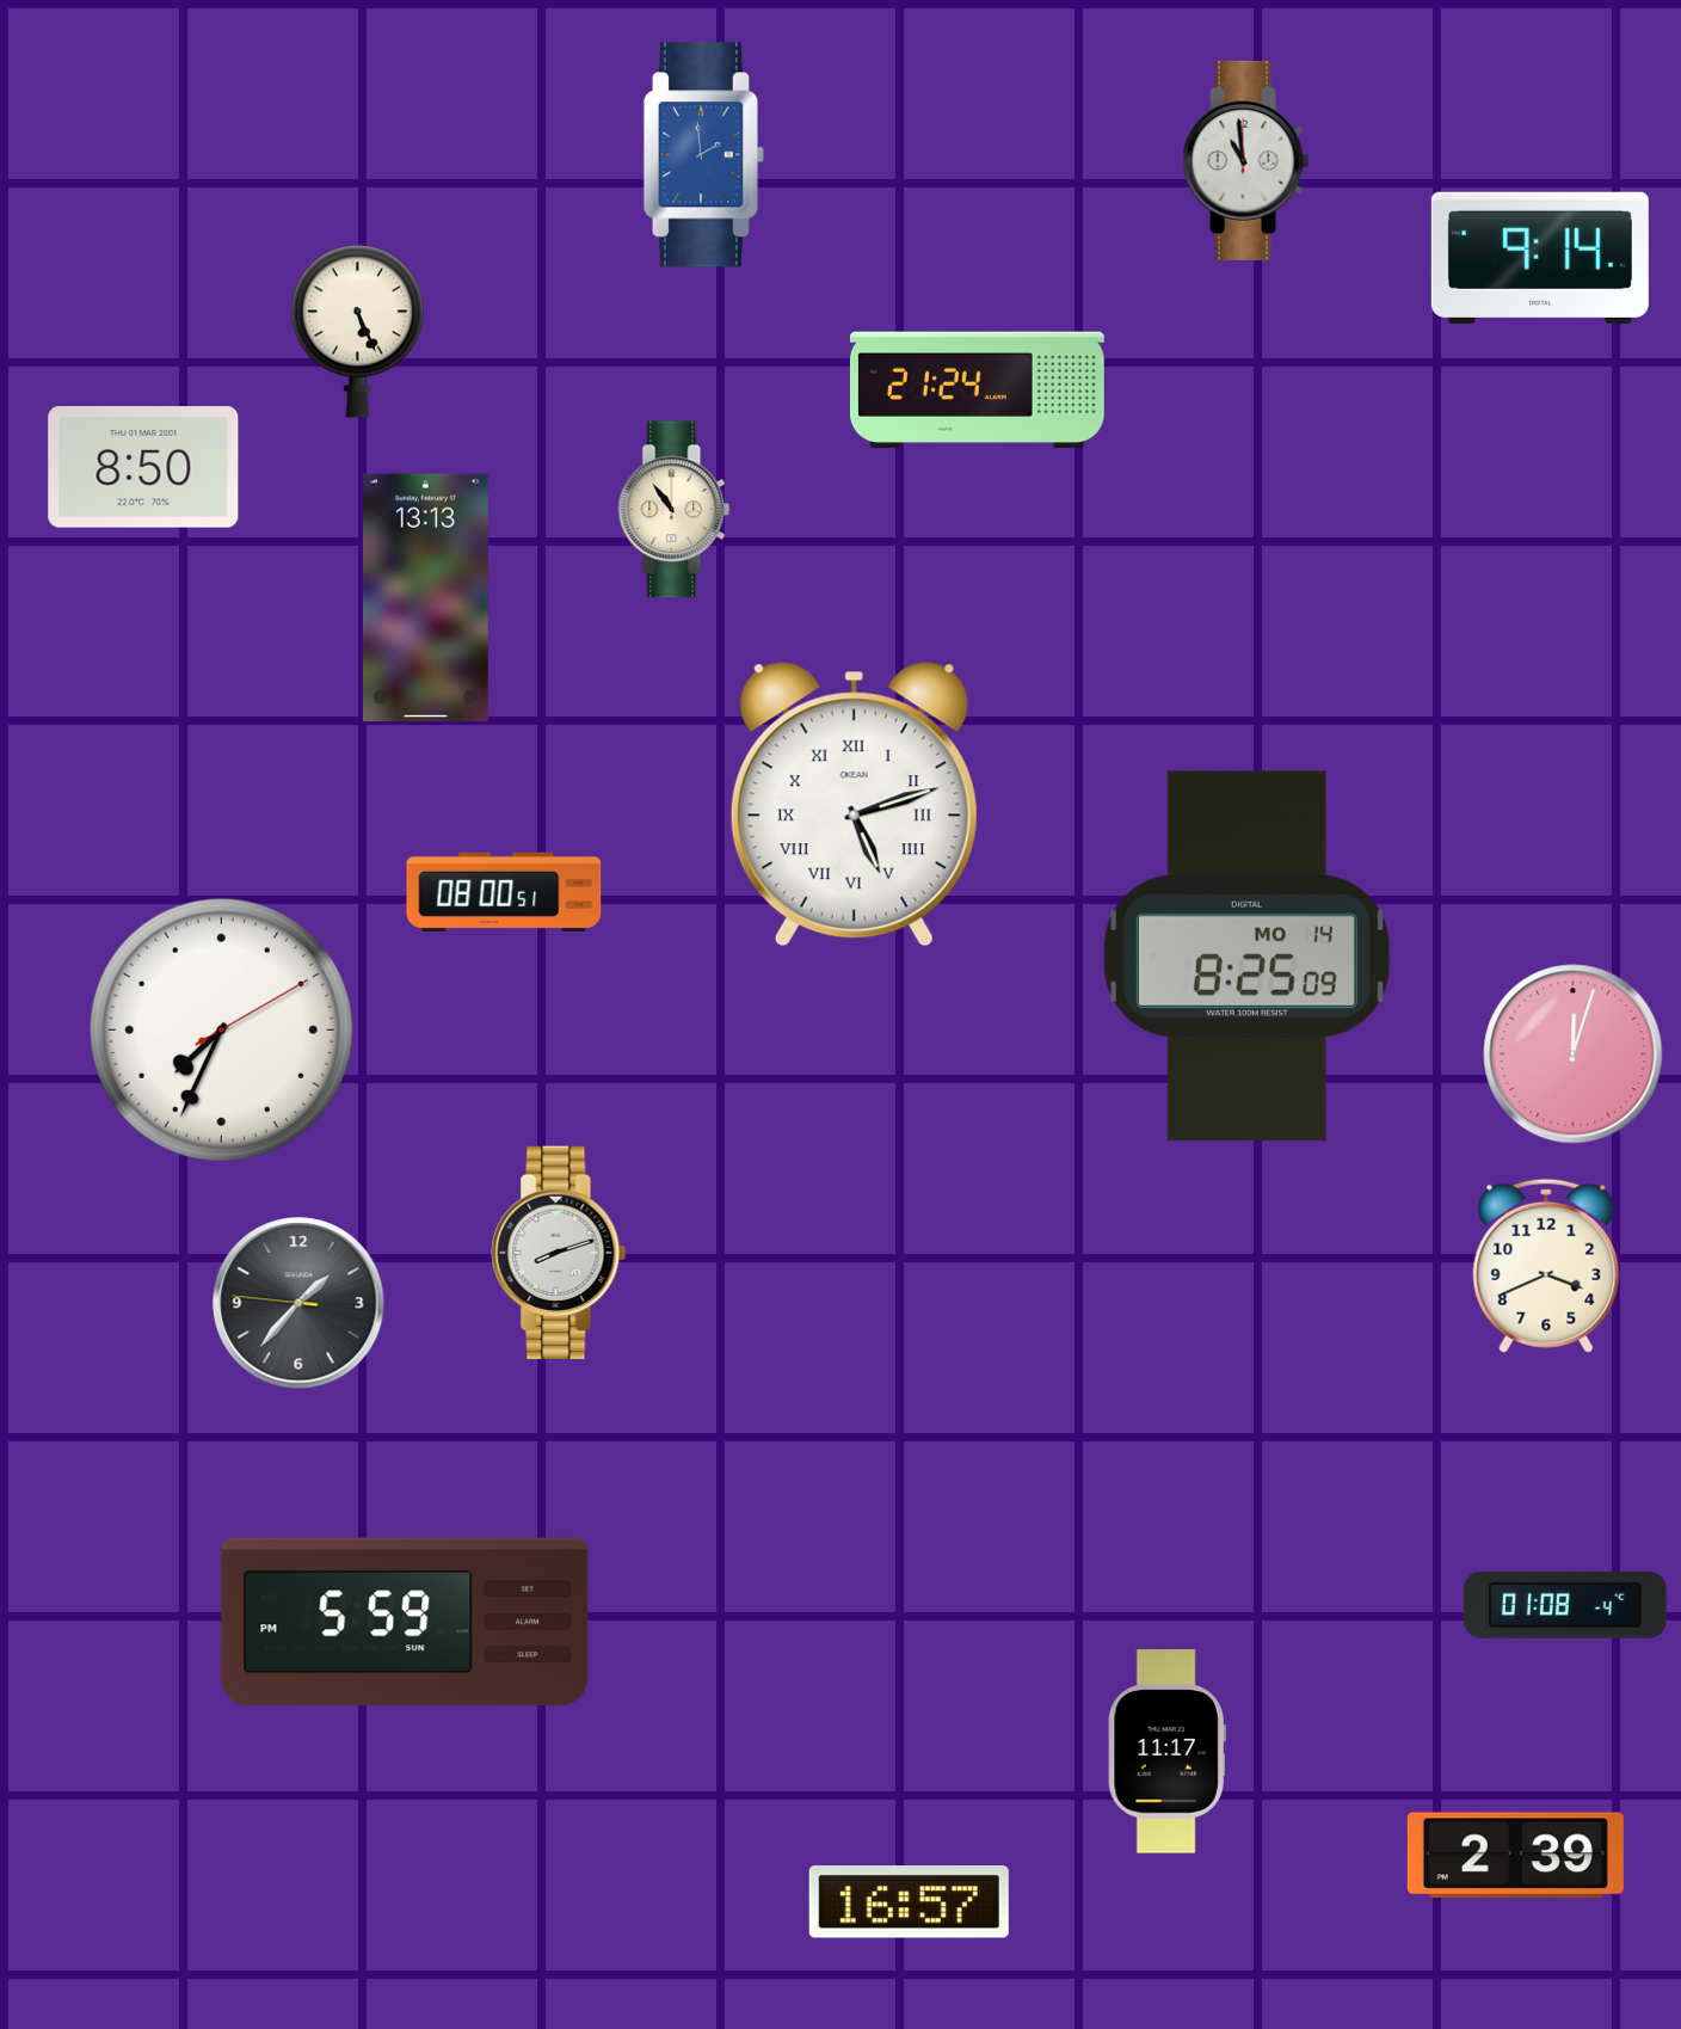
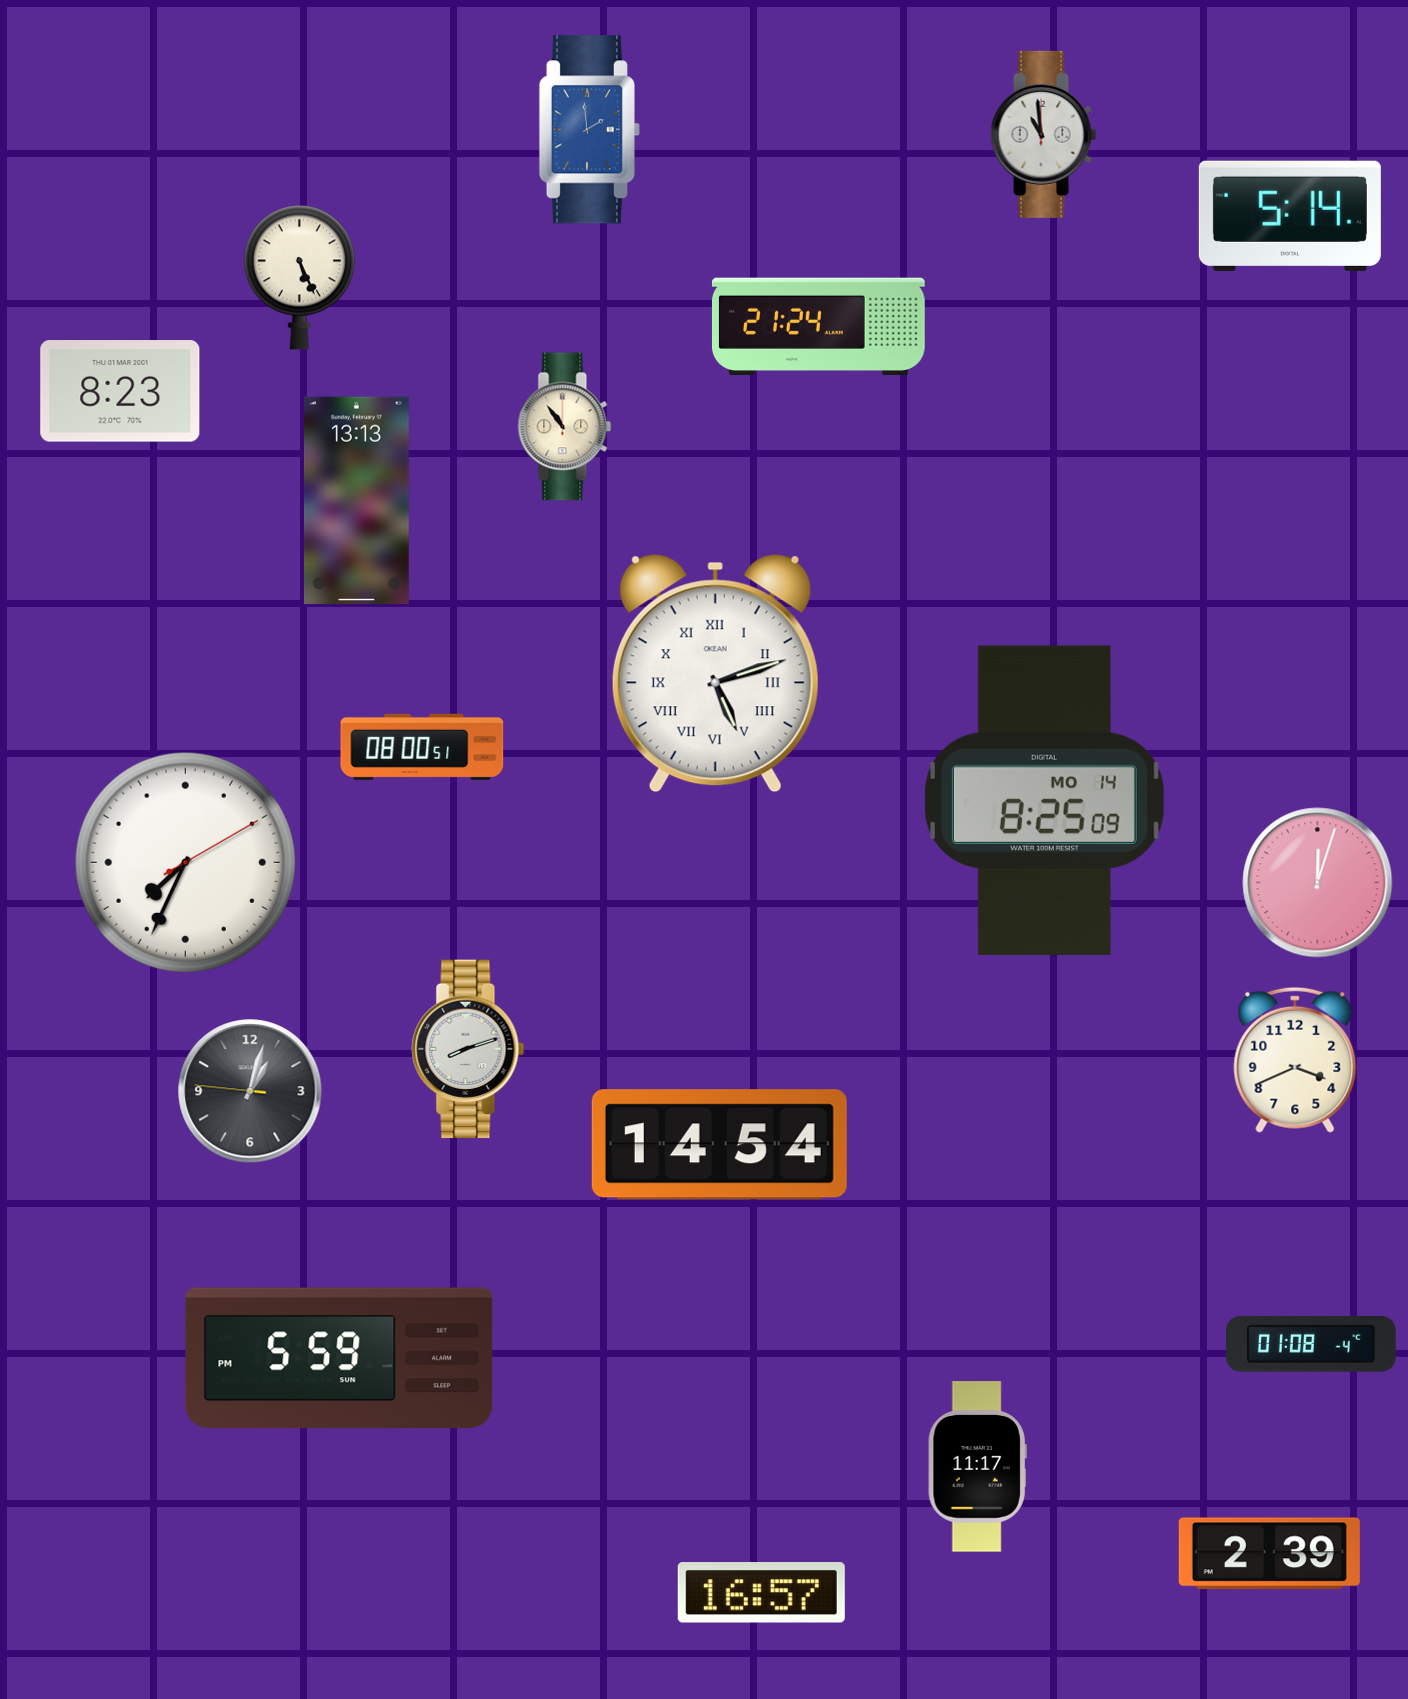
clock at (1540, 258): 9:14 -> 5:14
clock at (143, 467): 8:50 -> 8:23
clock at (298, 1303): 1:36 -> 1:02
clock at (719, 1145): none -> 14:54
